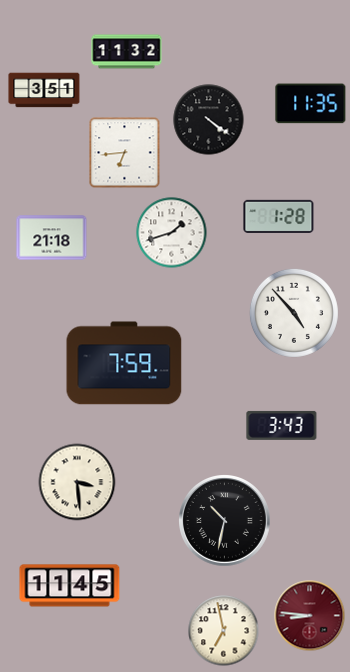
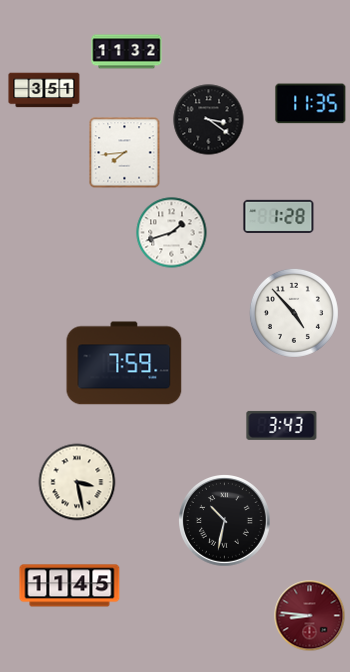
clock at (209, 120): 4:21 -> 3:21
clock at (125, 153): 6:44 -> 7:44
clock at (52, 238): 21:18 -> none
clock at (77, 482): 3:29 -> 3:28
clock at (224, 631): 6:58 -> none
